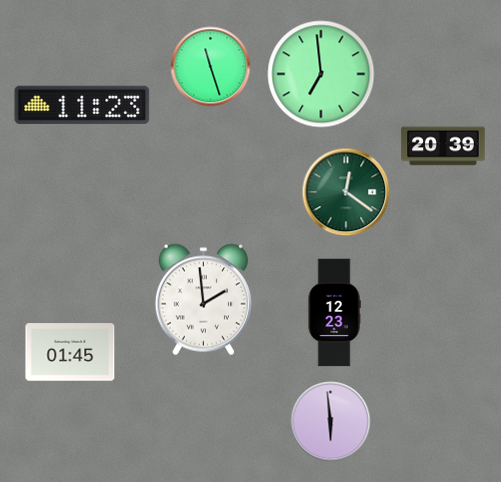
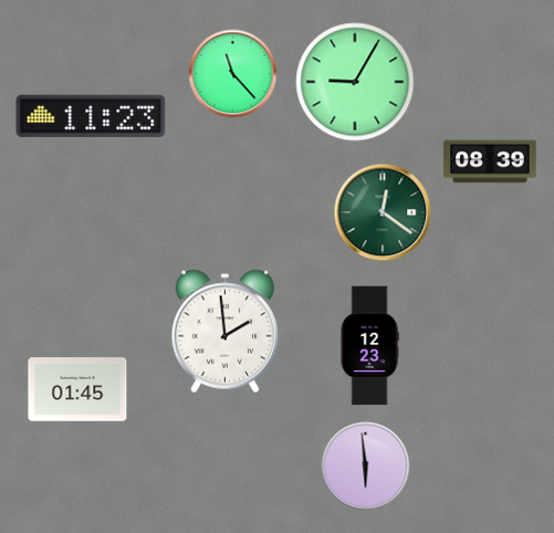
clock at (211, 67): 11:27 -> 11:23
clock at (321, 74): 6:59 -> 9:05
clock at (443, 146): 20:39 -> 08:39
